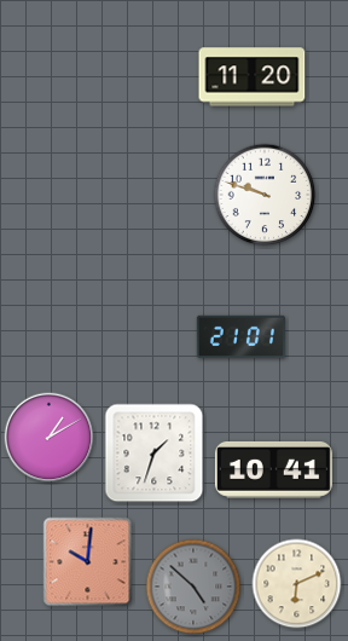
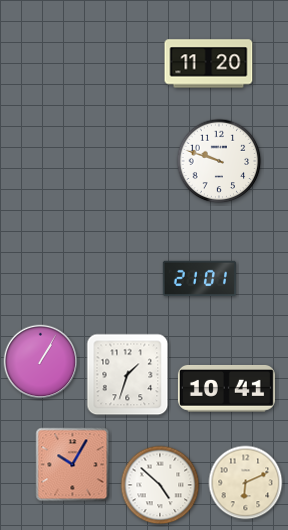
clock at (50, 438): 1:10 -> 1:05
clock at (88, 562): 10:01 -> 10:05
clock at (193, 587) dial: grey -> white
